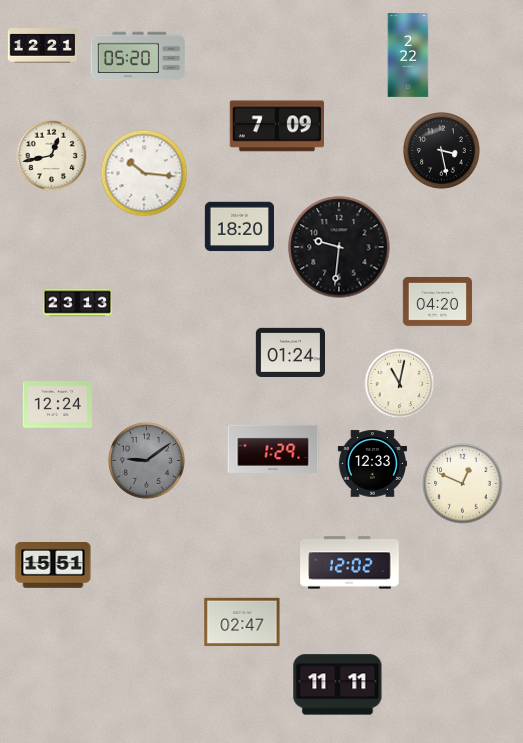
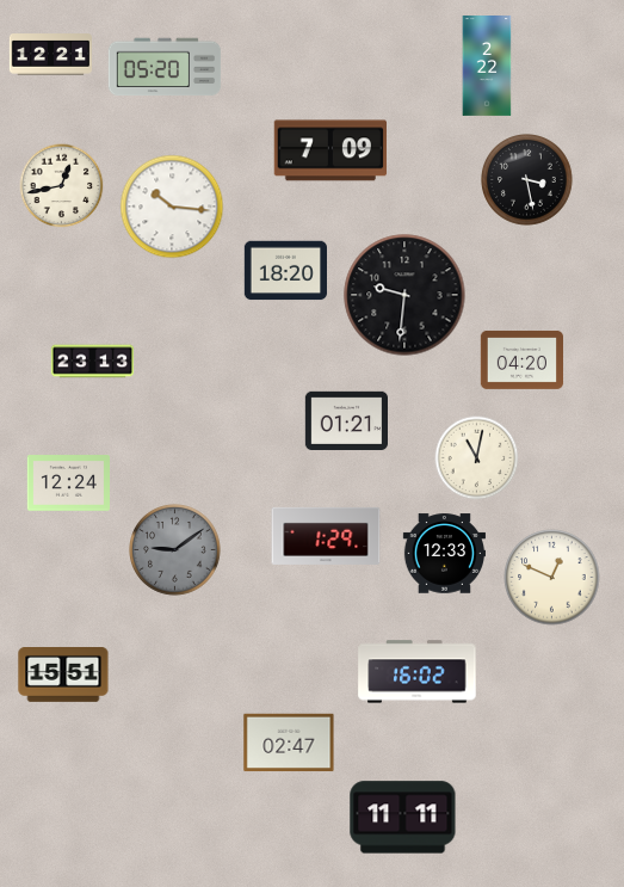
clock at (290, 352): 01:24 -> 01:21
clock at (350, 563): 12:02 -> 16:02
